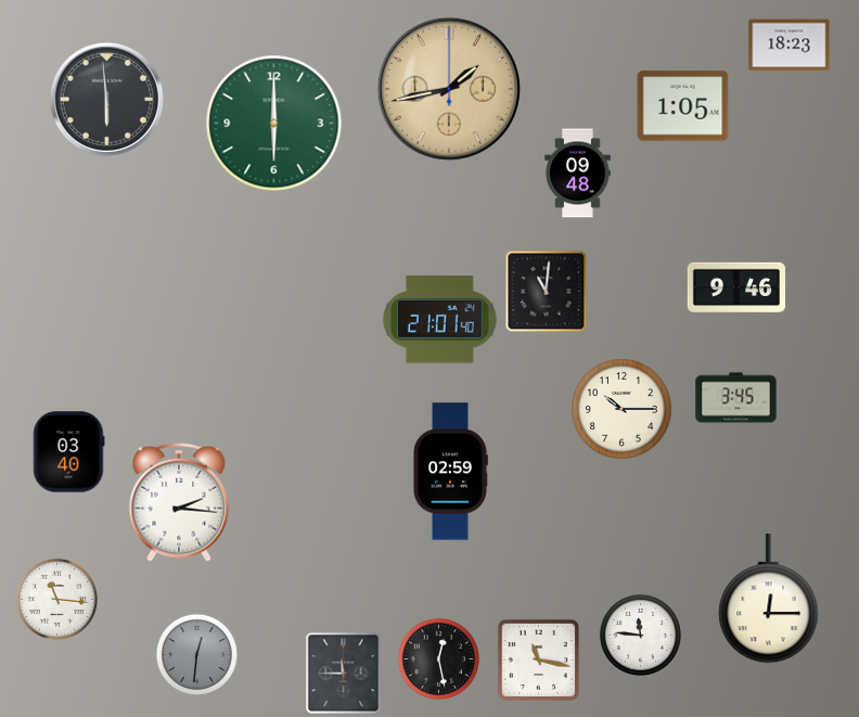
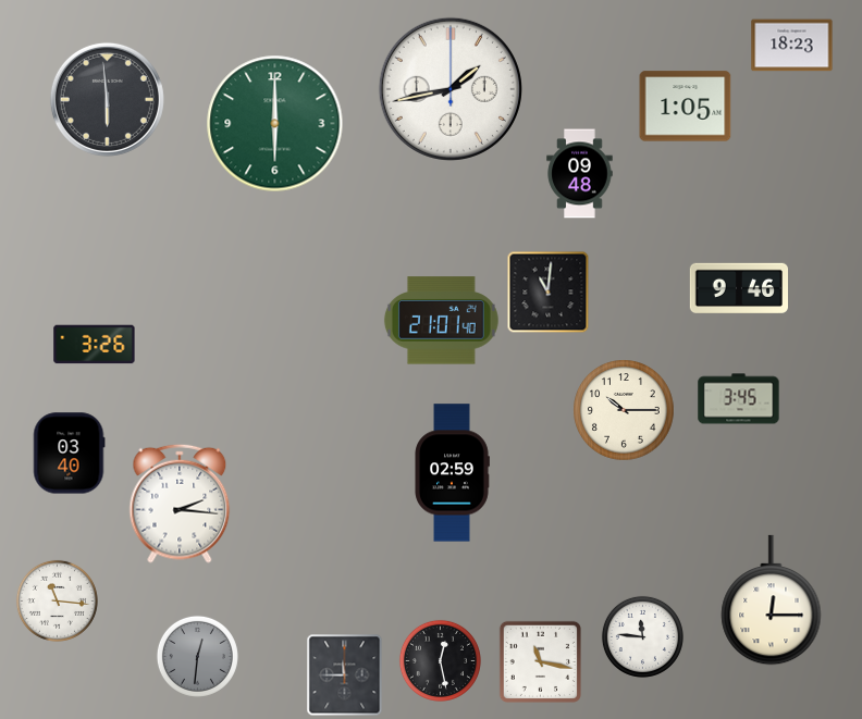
clock at (449, 89) dial: champagne -> white
clock at (95, 345): none -> 3:26
